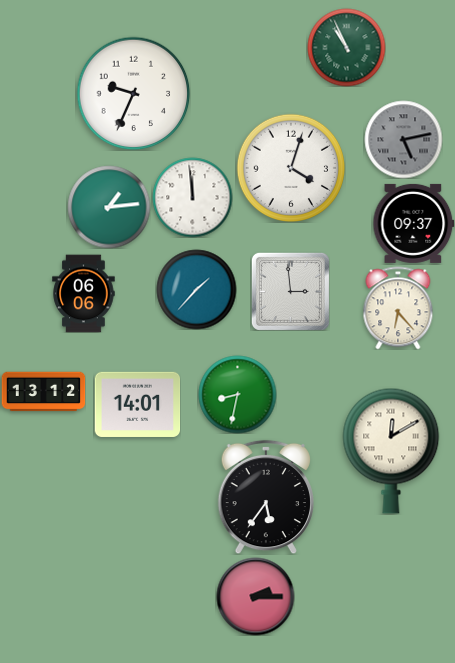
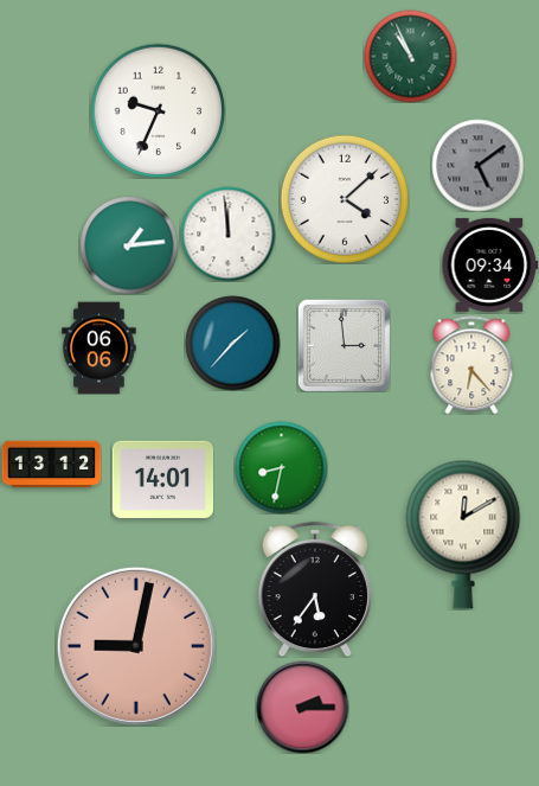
clock at (403, 139): 5:13 -> 5:09
clock at (290, 167): 4:03 -> 4:08
clock at (413, 223): 09:37 -> 09:34
clock at (136, 646): none -> 9:02
